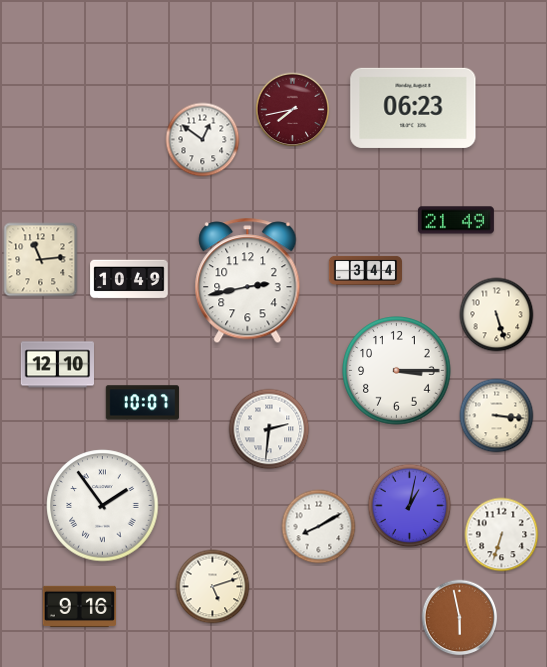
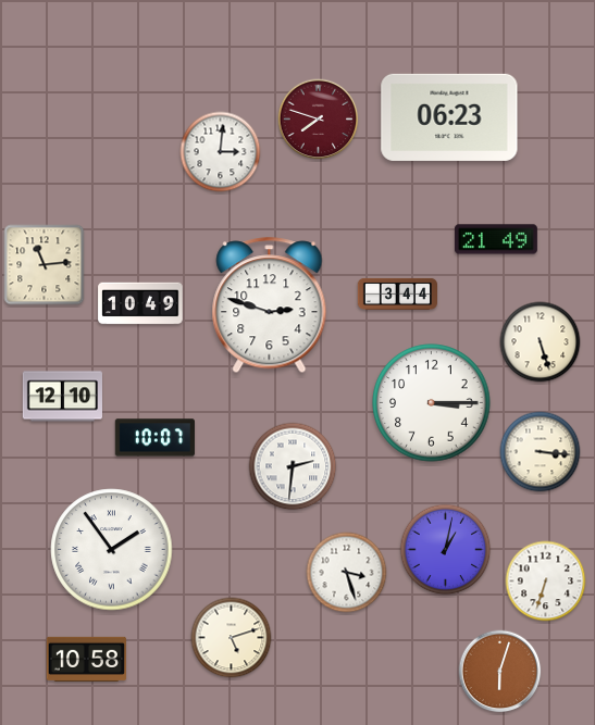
clock at (293, 110): 7:43 -> 7:48
clock at (203, 140): 12:51 -> 3:01
clock at (41, 260) position: (41, 260) -> (45, 265)
clock at (248, 281): 2:43 -> 2:48
clock at (319, 527): 8:10 -> 3:27
clock at (79, 606): 9:16 -> 10:58
clock at (460, 618): 5:58 -> 6:03
